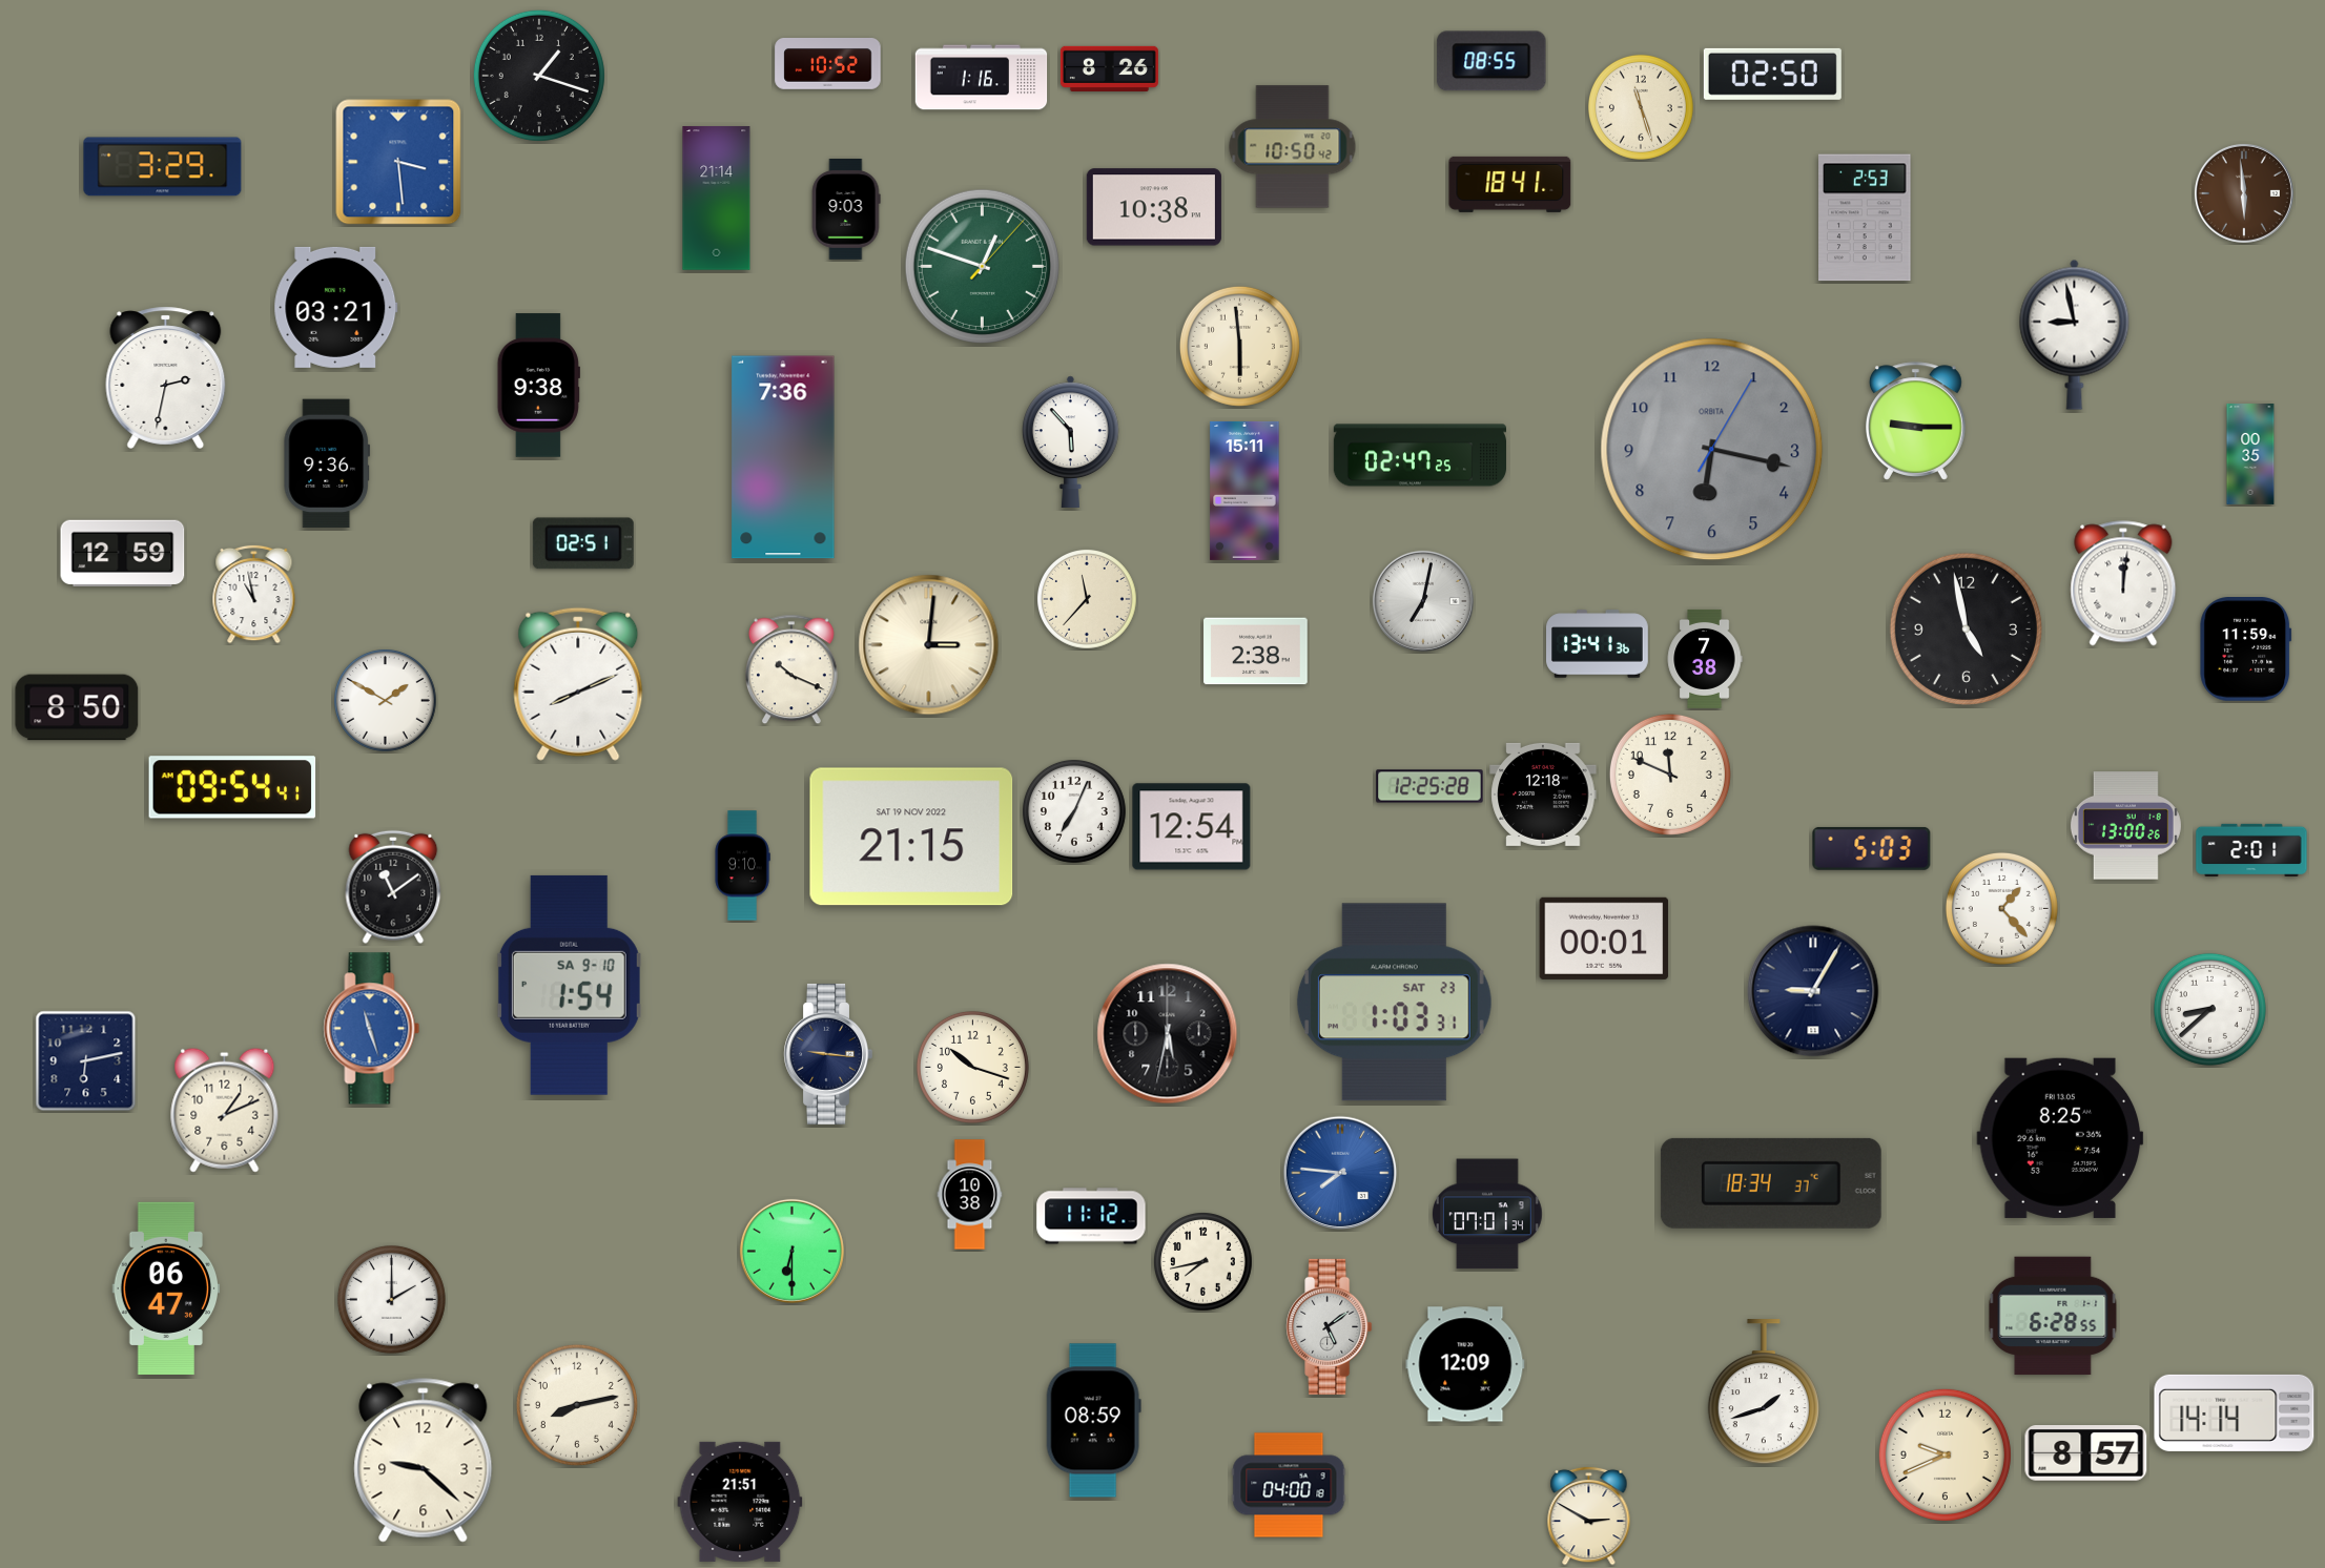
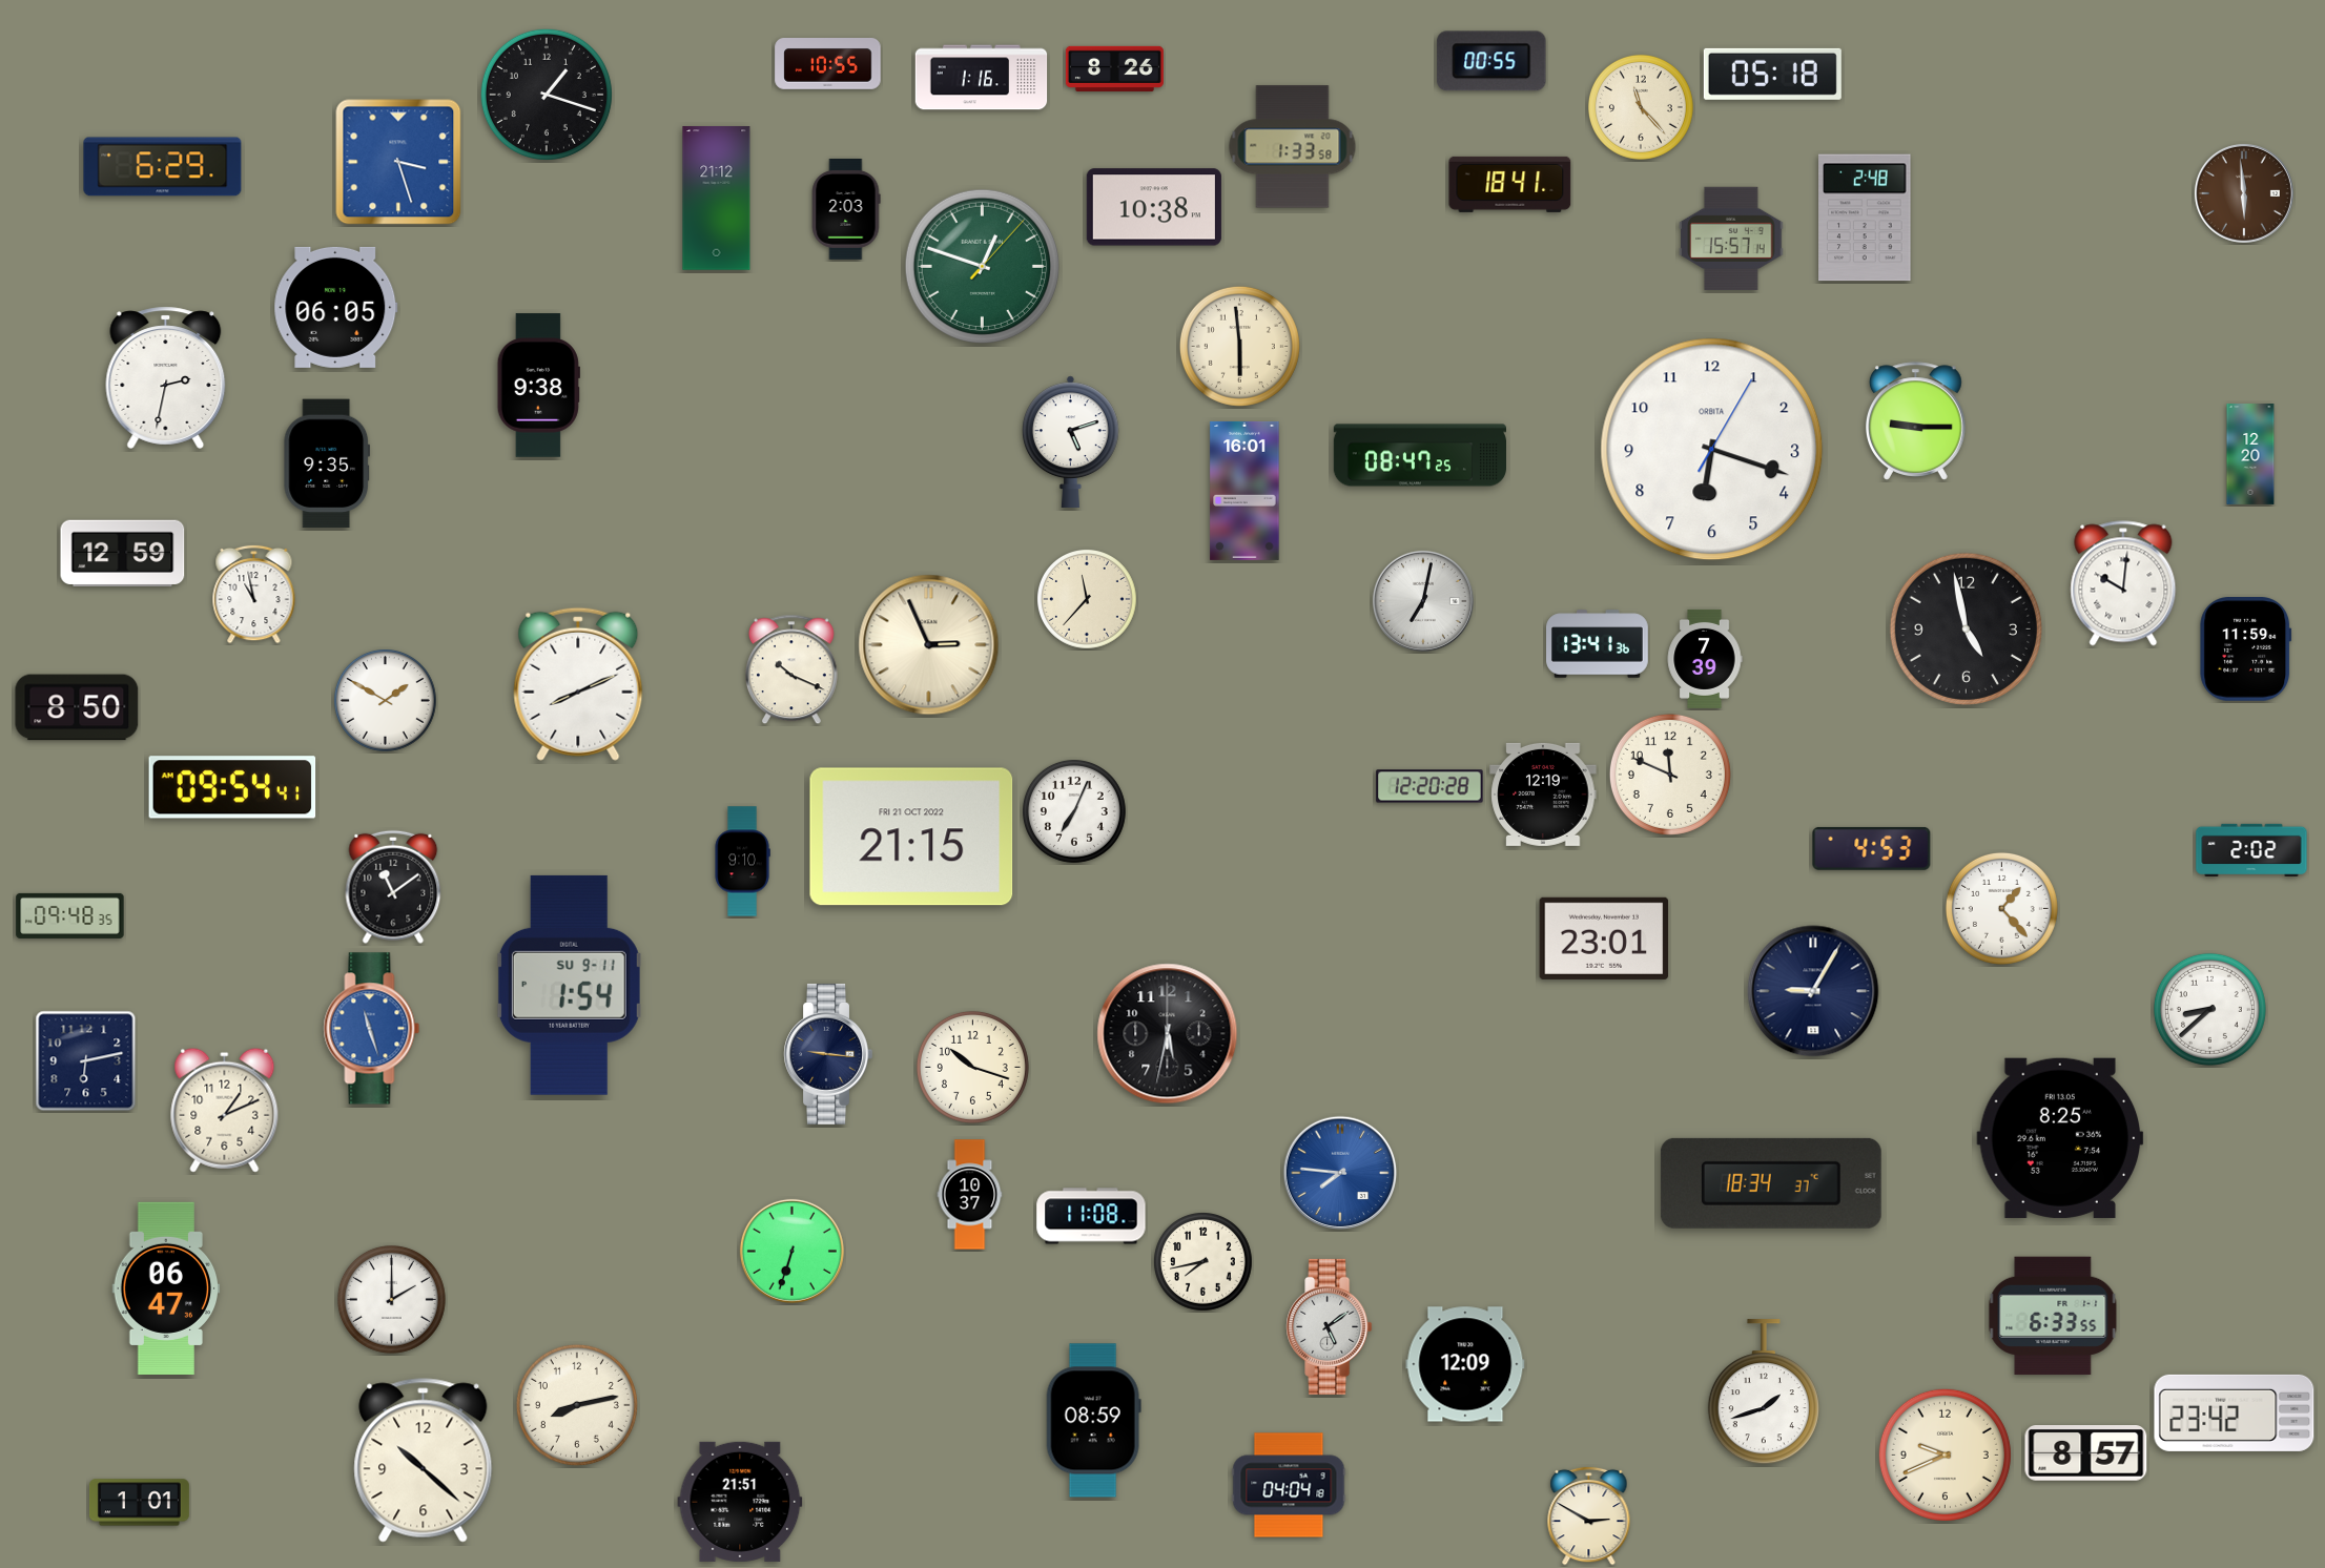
clock at (1491, 61): 08:55 -> 00:55
clock at (828, 64): 10:52 -> 10:55
clock at (1109, 68) position: (1109, 68) -> (1114, 68)
clock at (1772, 74): 02:50 -> 05:18
clock at (539, 76) position: (539, 76) -> (547, 95)
clock at (1641, 107): 11:27 -> 11:23
clock at (1293, 147): 10:50 -> 1:33
clock at (398, 162): 3:29 -> 3:27
clock at (163, 167): 3:29 -> 6:29
clock at (717, 199): 21:14 -> 21:12
clock at (846, 209): 9:03 -> 2:03
clock at (1865, 218): 2:53 -> 2:48
clock at (1731, 239): none -> 15:57
clock at (336, 307): 03:21 -> 06:05
clock at (2075, 334): 8:58 -> none
clock at (1070, 441): 5:53 -> 5:12
clock at (1712, 450): 6:17 -> 6:18
clock at (1712, 450) dial: grey -> white
clock at (1419, 455): 02:47 -> 08:47
clock at (2250, 455): 00:35 -> 12:20
clock at (783, 457): 7:36 -> none
clock at (327, 463): 9:36 -> 9:35
clock at (1244, 491): 15:11 -> 16:01
clock at (583, 543): 02:51 -> none
clock at (2123, 583): 12:01 -> 10:01
clock at (929, 645): 3:01 -> 2:56
clock at (1256, 652): 2:38 -> none
clock at (1705, 659): 7:38 -> 7:39
clock at (1429, 786): 12:25 -> 12:20
clock at (1543, 795): 12:18 -> 12:19
clock at (2125, 826): 13:00 -> none
clock at (1192, 827): 12:54 -> none
clock at (911, 837) date: SAT 19 NOV 2022 -> FRI 21 OCT 2022
clock at (1872, 848): 5:03 -> 4:53
clock at (2251, 849): 2:01 -> 2:02
clock at (742, 866) position: (742, 866) -> (742, 862)
clock at (70, 915): none -> 09:48
clock at (1604, 938): 00:01 -> 23:01
clock at (569, 985) date: SA 9-10 -> SU 9-11
clock at (1394, 1003): 1:03 -> none
clock at (970, 1195): 10:38 -> 10:37
clock at (1488, 1214): 07:01 -> none
clock at (1091, 1216): 11:12 -> 11:08
clock at (791, 1251): 6:30 -> 6:33
clock at (2053, 1316): 6:28 -> 6:33
clock at (2235, 1412): 14:14 -> 23:42
clock at (424, 1461): 9:22 -> 10:22
clock at (1289, 1485): 04:00 -> 04:04
clock at (139, 1503): none -> 1:01
